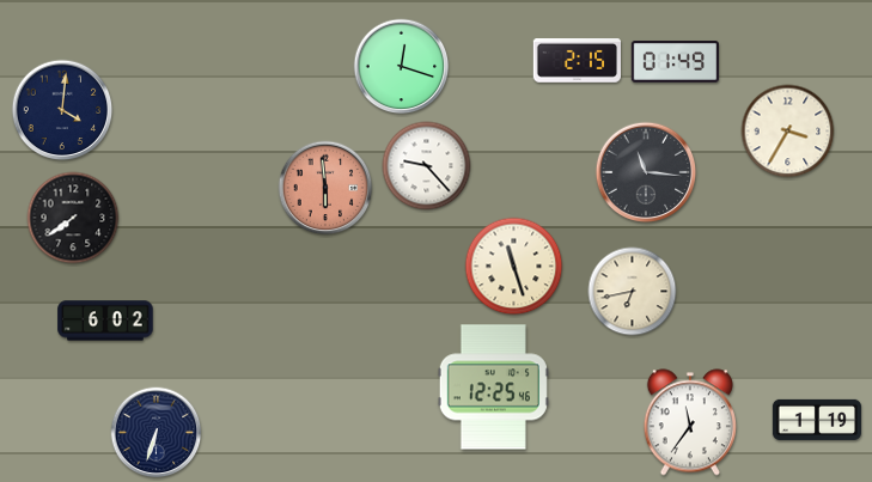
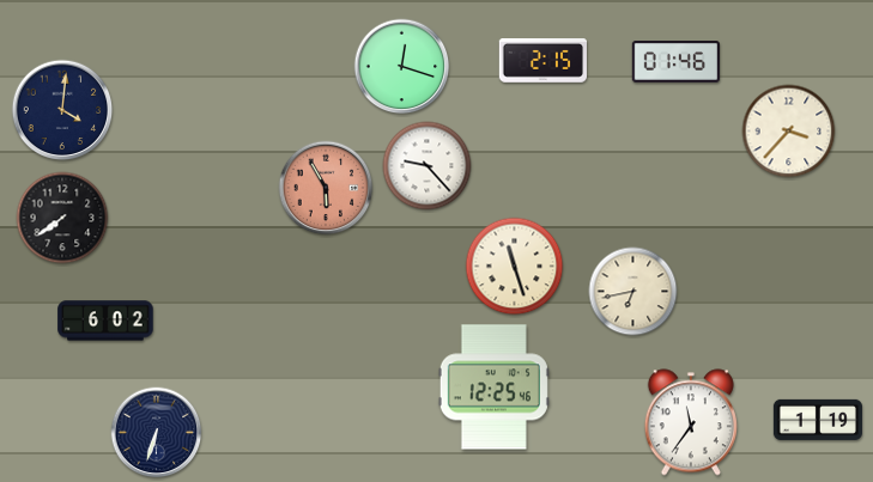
clock at (577, 61) position: (577, 61) -> (542, 61)
clock at (675, 62): 01:49 -> 01:46
clock at (788, 132): 3:35 -> 3:37
clock at (646, 172): 11:16 -> none
clock at (325, 188): 5:59 -> 5:55
clock at (73, 218) position: (73, 218) -> (62, 218)
